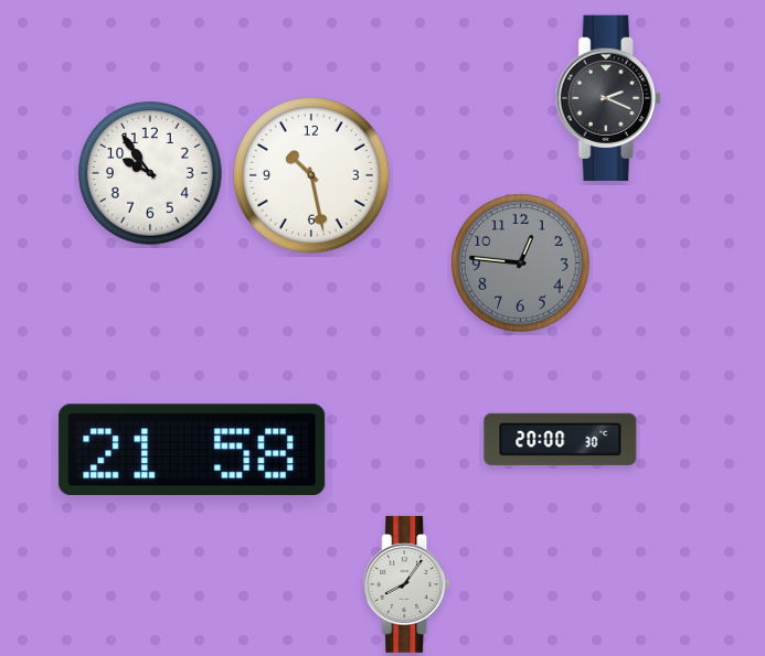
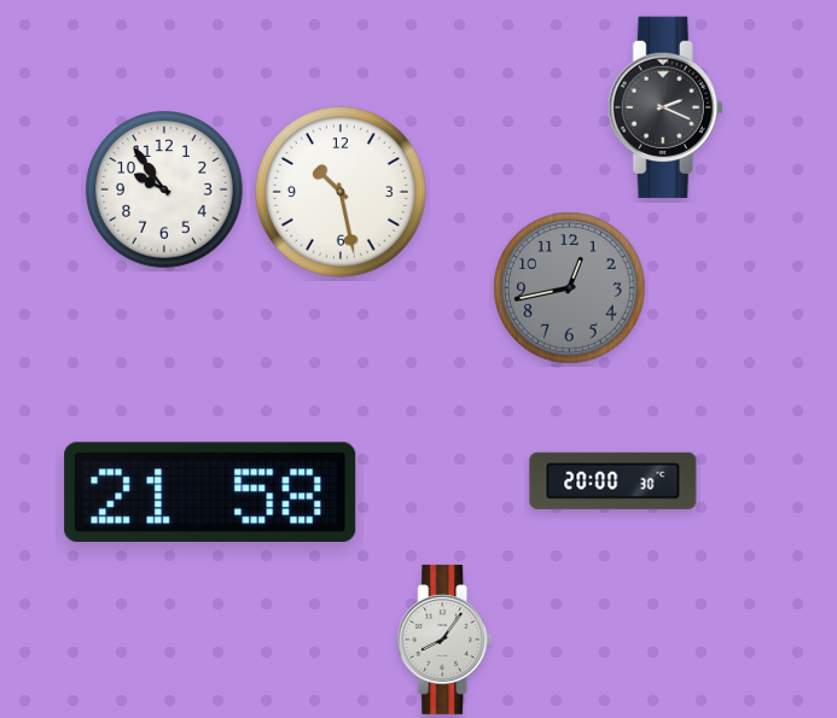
clock at (521, 264): 12:46 -> 12:43
